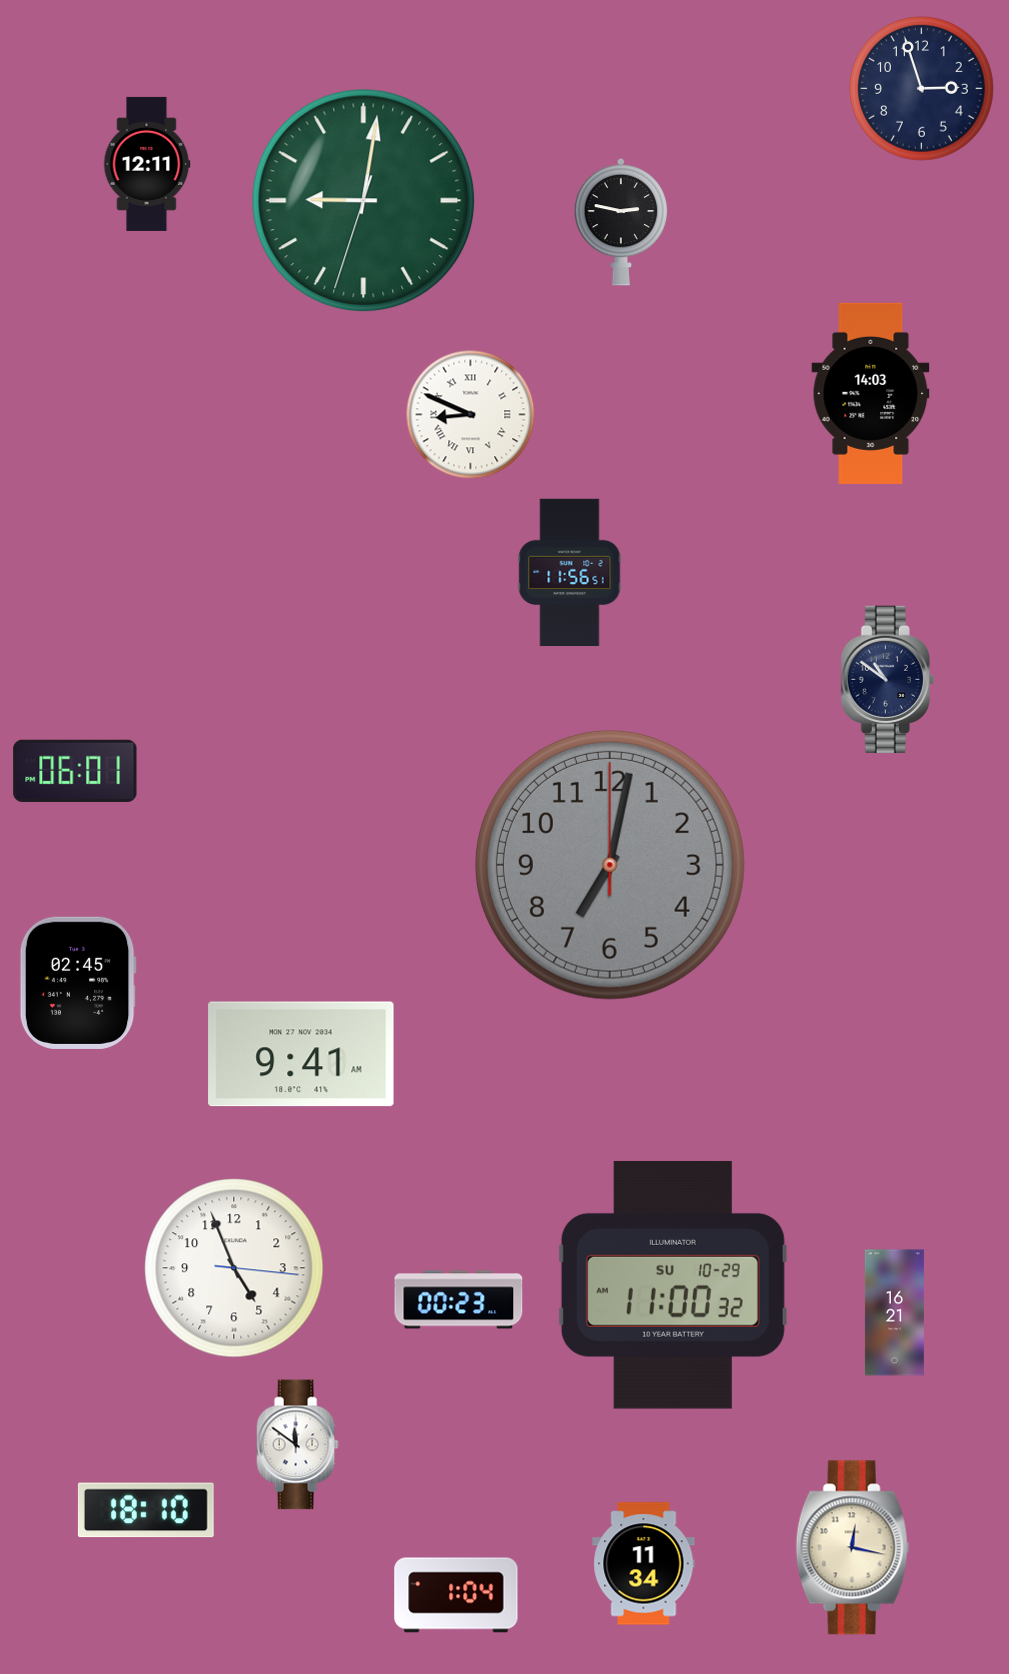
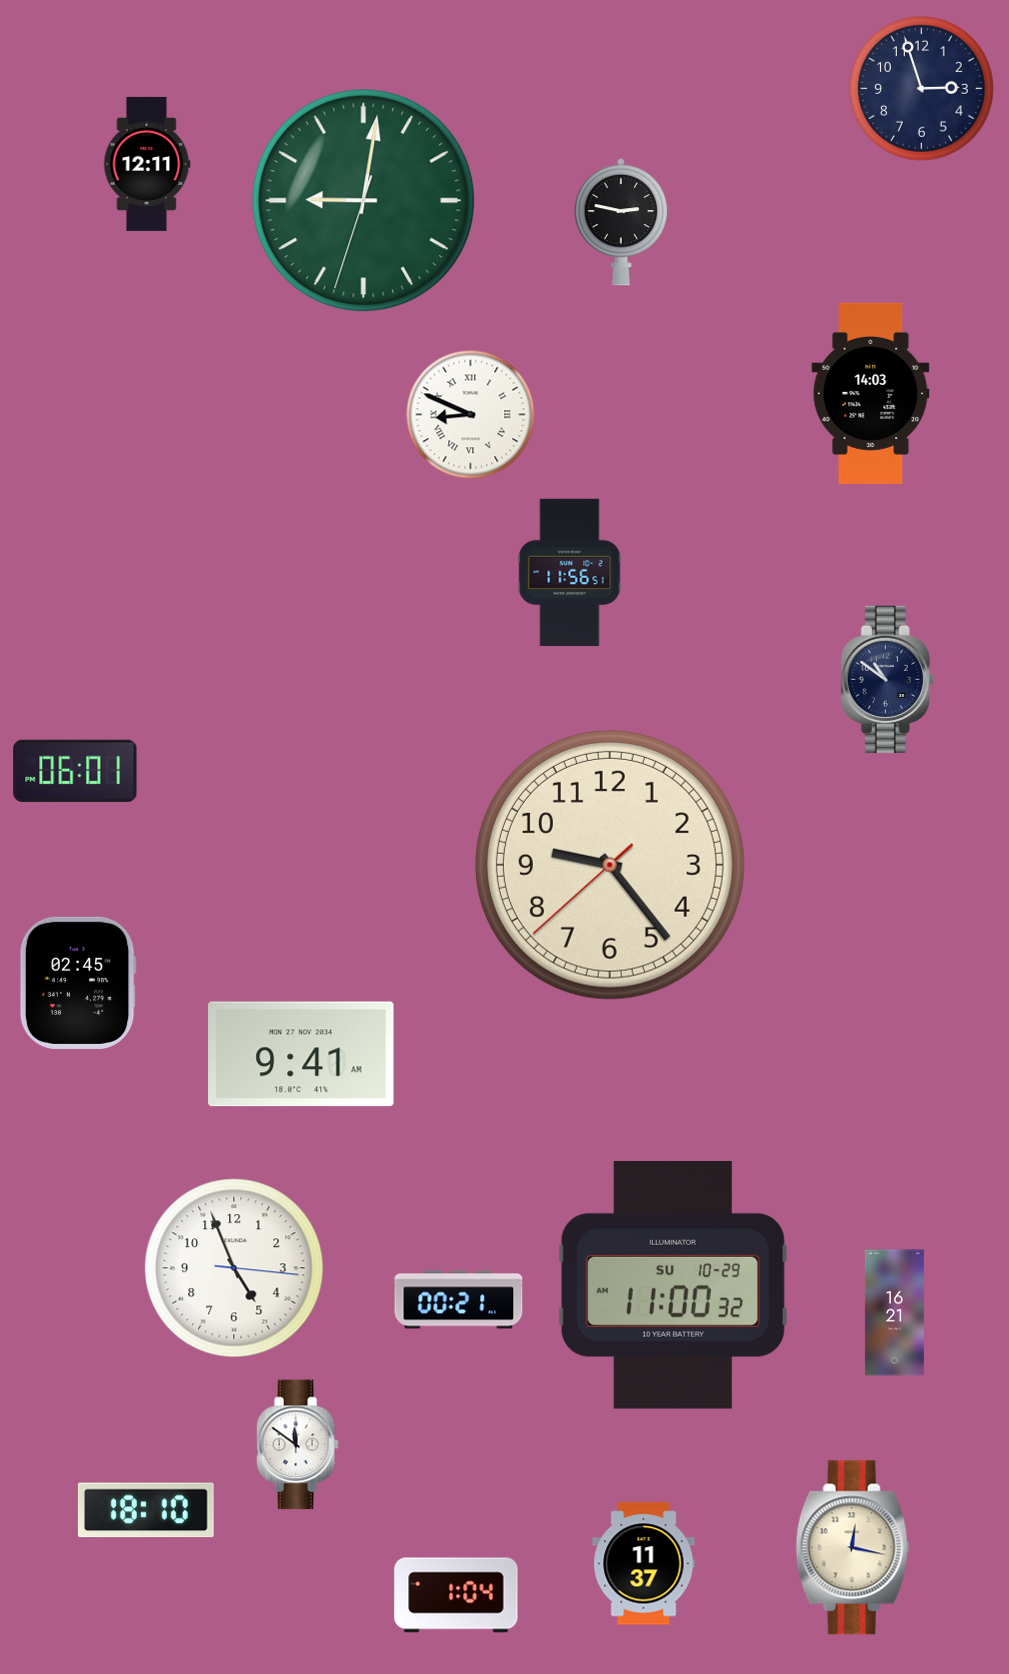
clock at (610, 865): 7:02 -> 9:23
clock at (610, 865) dial: grey -> cream
clock at (459, 1300): 00:23 -> 00:21
clock at (644, 1564): 11:34 -> 11:37
